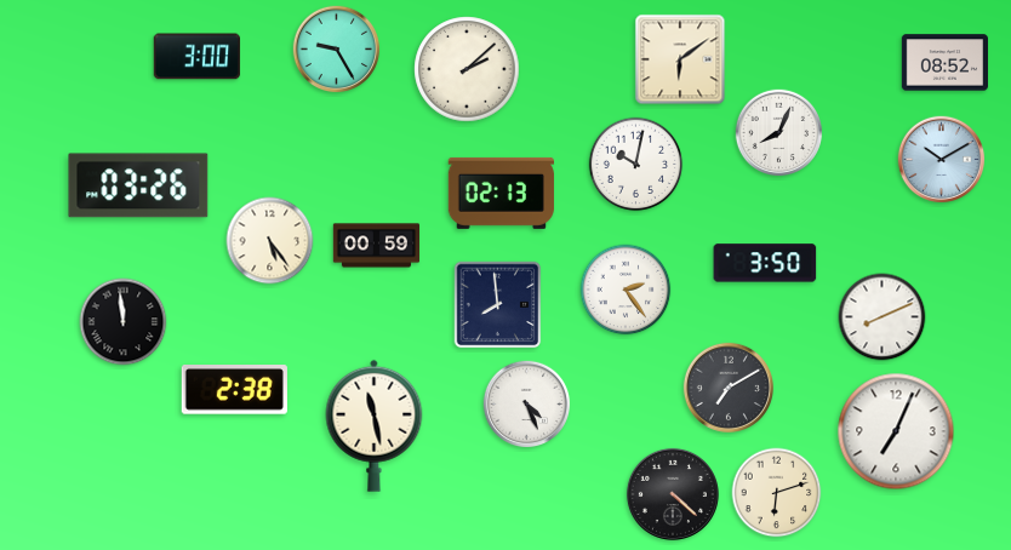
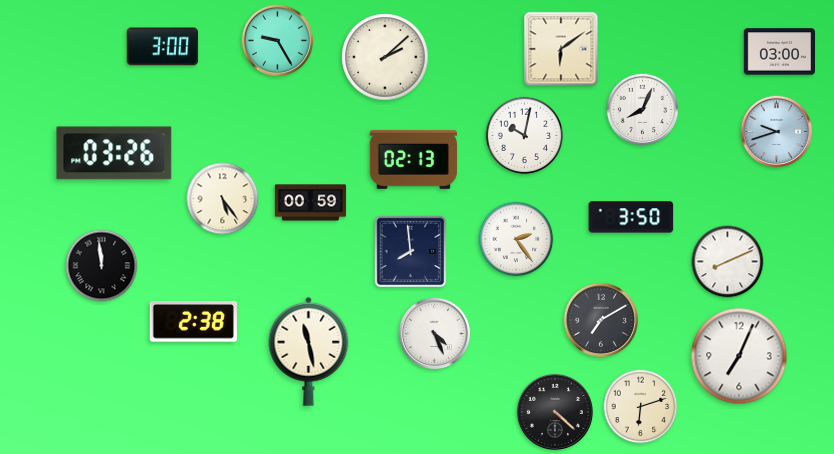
clock at (946, 63): 08:52 -> 03:00
clock at (942, 160): 10:10 -> 9:42
clock at (673, 494) position: (673, 494) -> (555, 412)
